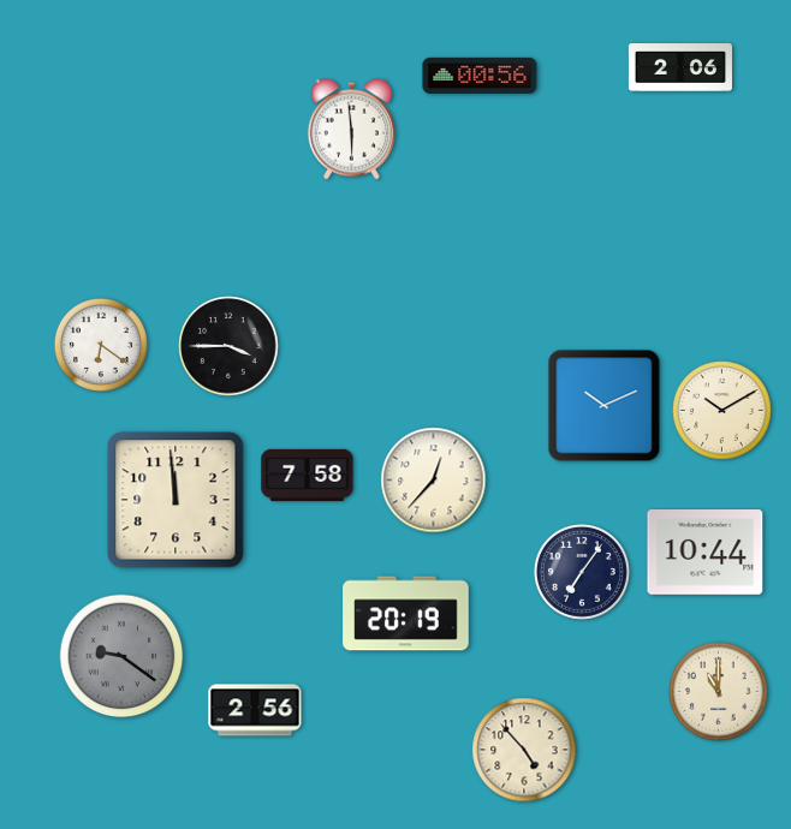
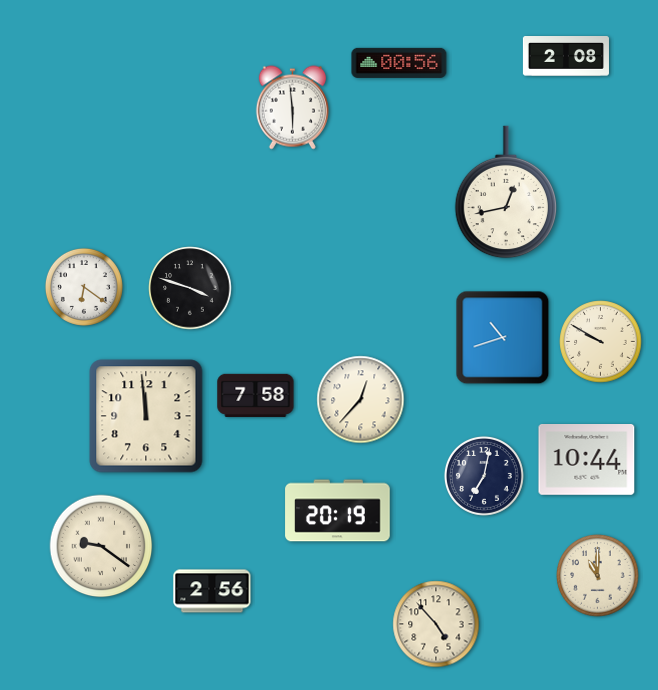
clock at (680, 68): 2:06 -> 2:08
clock at (506, 192): none -> 12:43
clock at (228, 346): 3:45 -> 3:48
clock at (605, 406): 10:11 -> 10:42
clock at (722, 411): 10:10 -> 9:50
clock at (582, 572): 7:06 -> 7:02
clock at (121, 656) dial: grey -> cream
